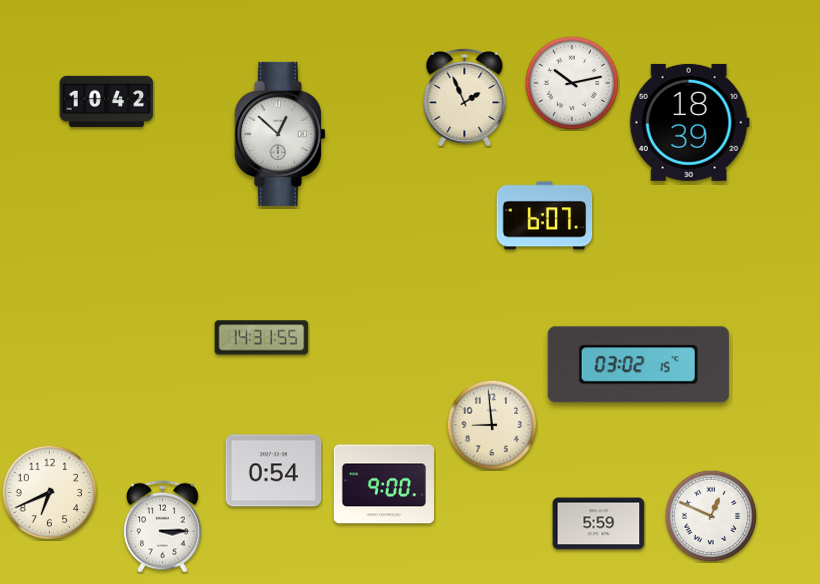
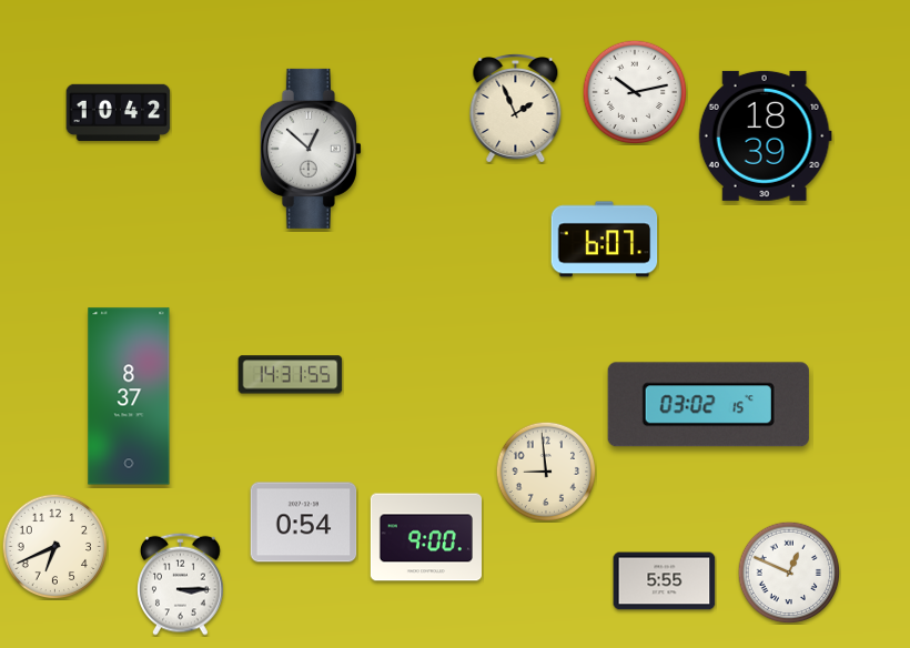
clock at (129, 396): none -> 8:37
clock at (599, 524): 5:59 -> 5:55
